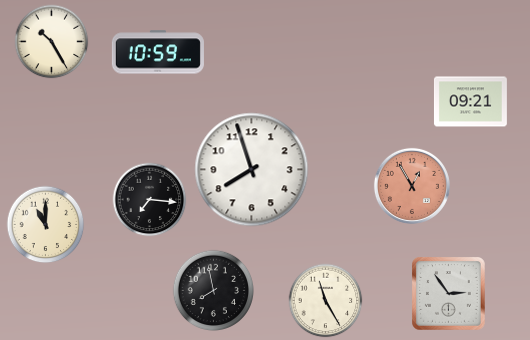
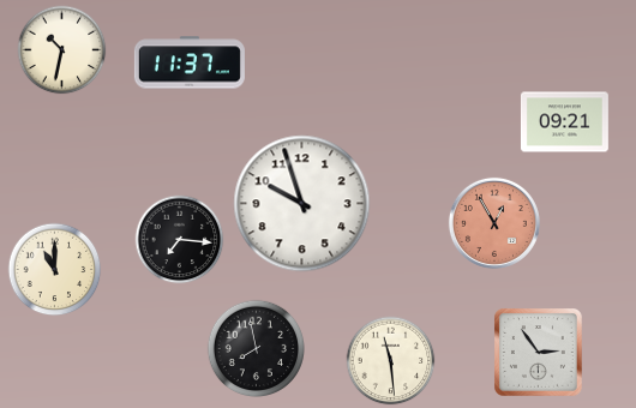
clock at (52, 42): 10:25 -> 10:32
clock at (158, 52): 10:59 -> 11:37
clock at (252, 170): 7:57 -> 9:57
clock at (326, 301): 11:25 -> 11:29
